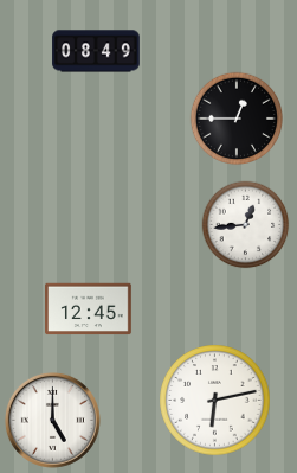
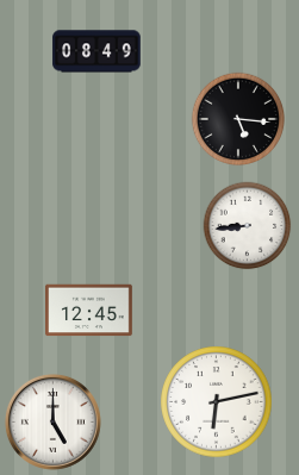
clock at (237, 119): 12:45 -> 5:16
clock at (246, 225): 12:44 -> 8:44
